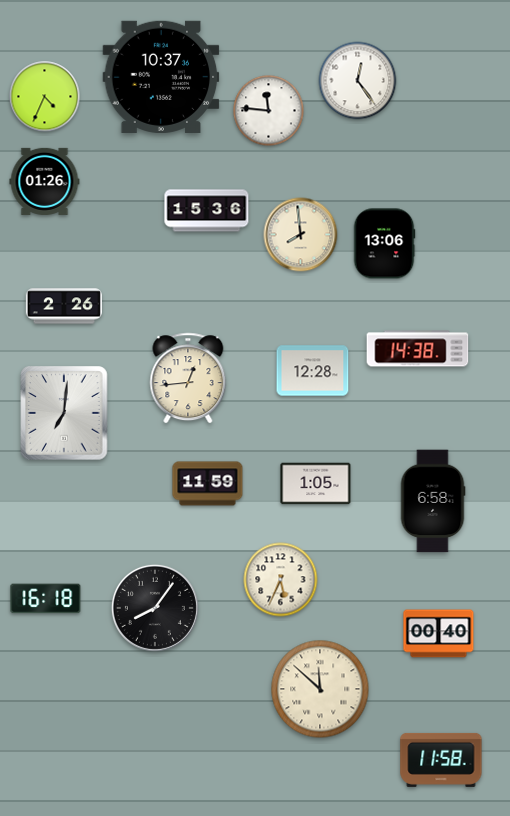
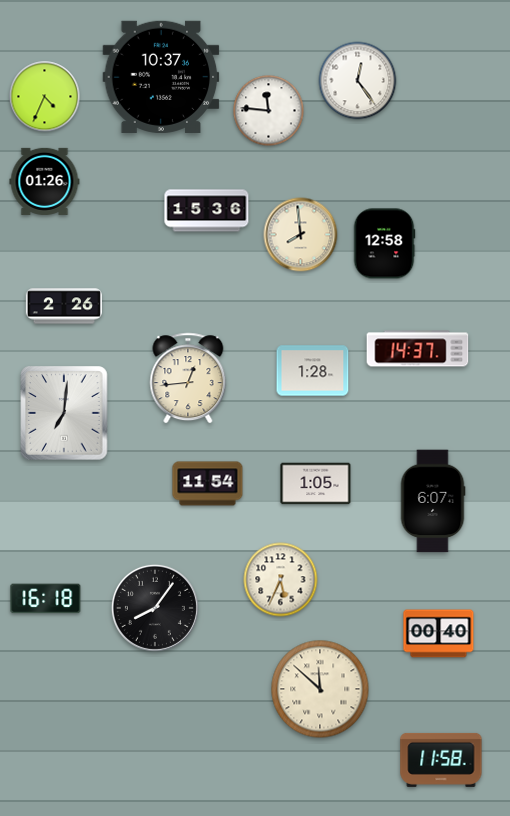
clock at (384, 244): 13:06 -> 12:58
clock at (418, 349): 14:38 -> 14:37
clock at (313, 371): 12:28 -> 1:28
clock at (208, 484): 11:59 -> 11:54
clock at (433, 501): 6:58 -> 6:07
